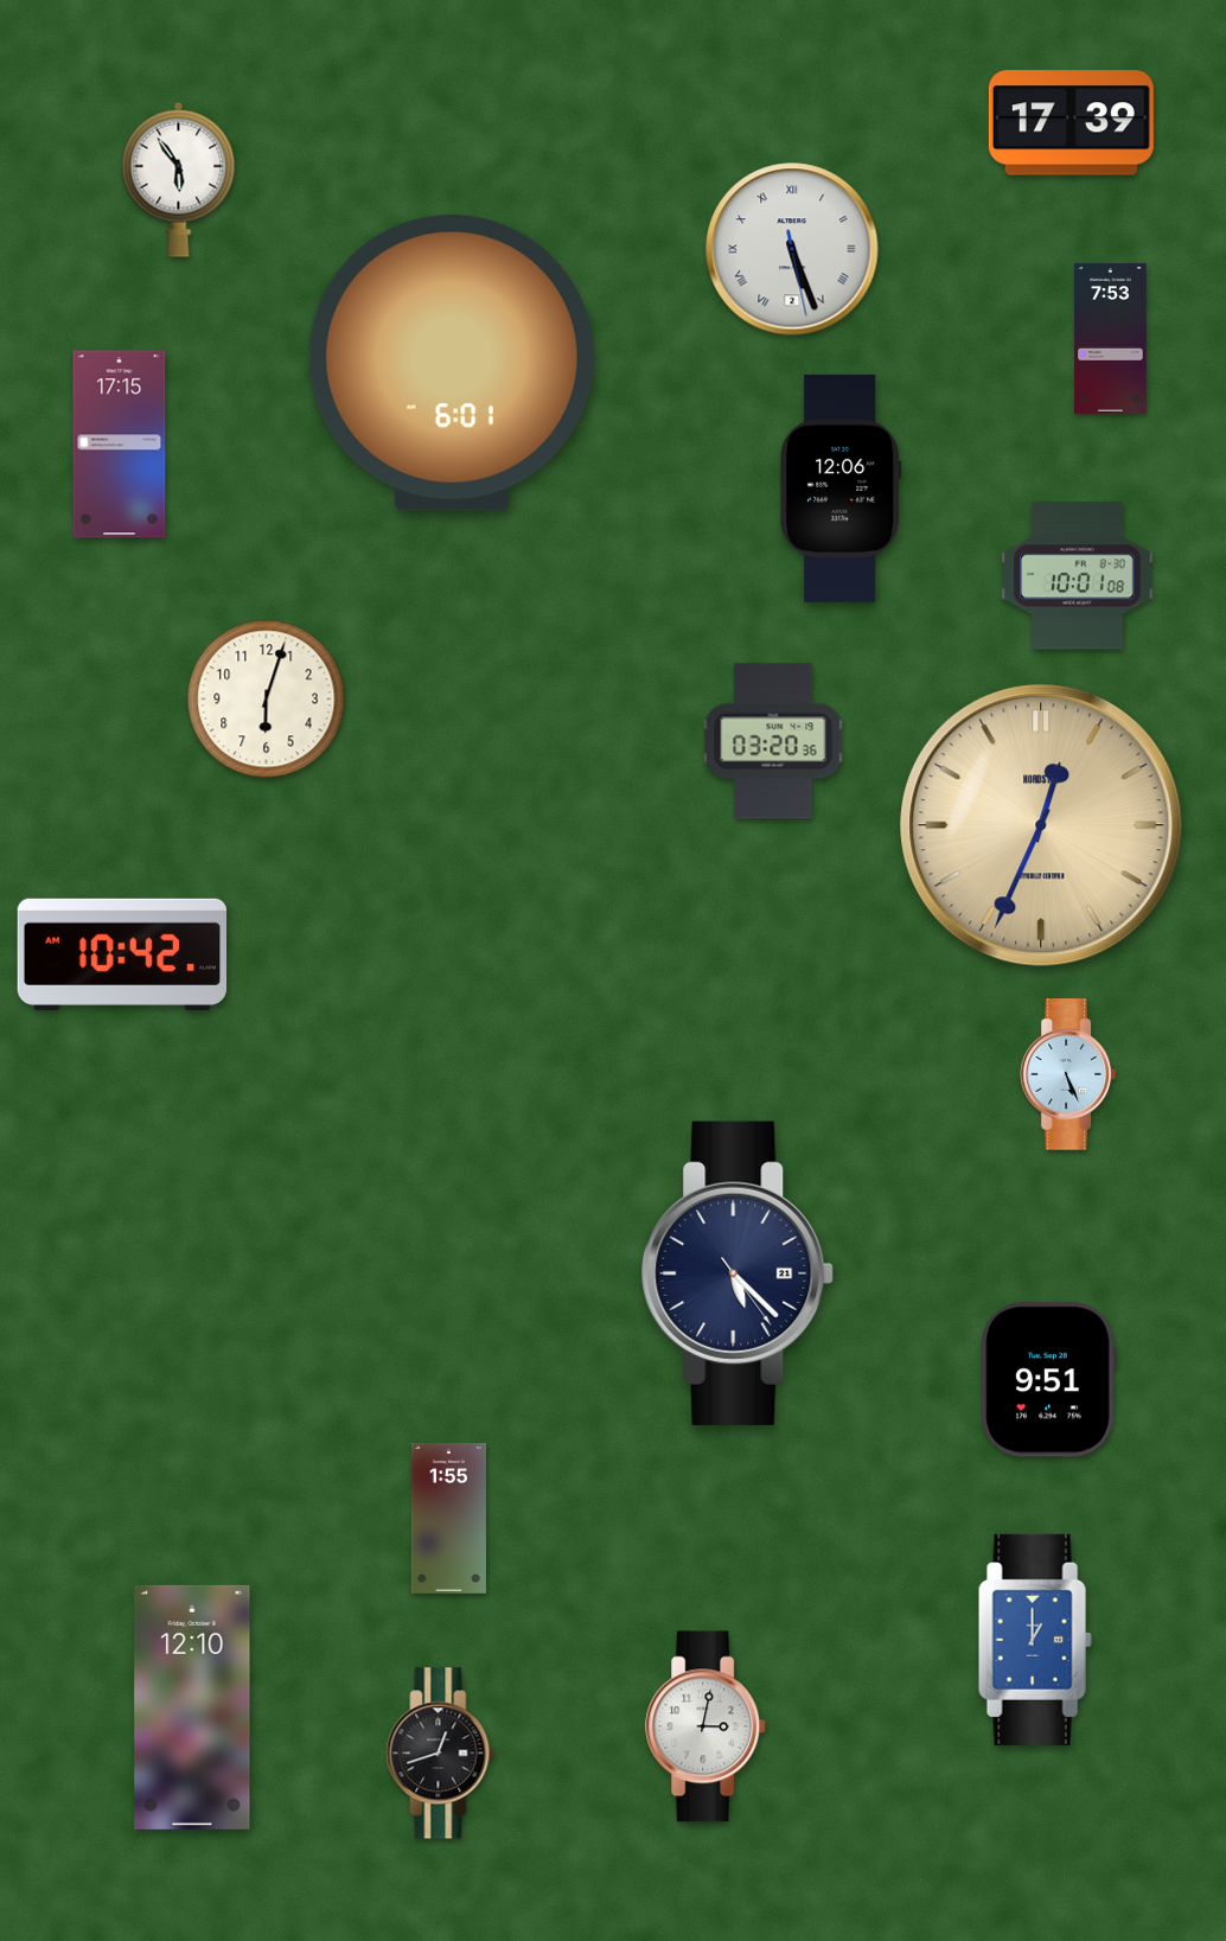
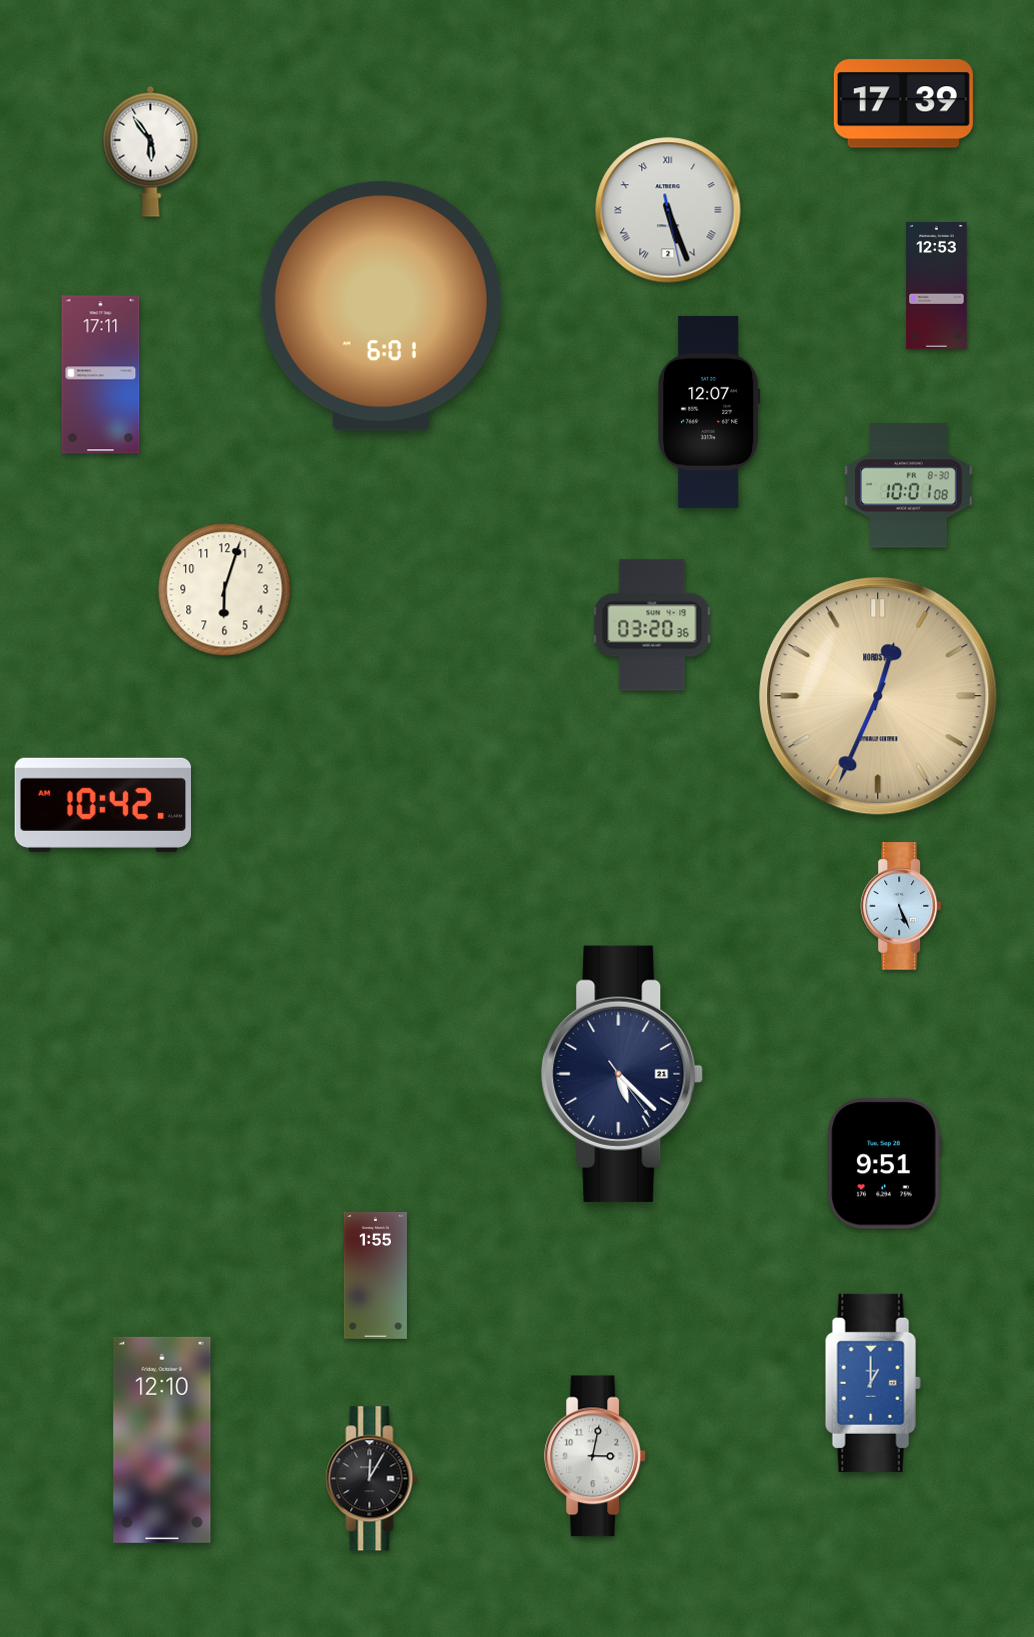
clock at (1111, 338): 7:53 -> 12:53
clock at (120, 445): 17:15 -> 17:11
clock at (841, 489): 12:06 -> 12:07
clock at (448, 1518) position: (448, 1518) -> (375, 1275)
clock at (441, 1754): 12:42 -> 12:05
